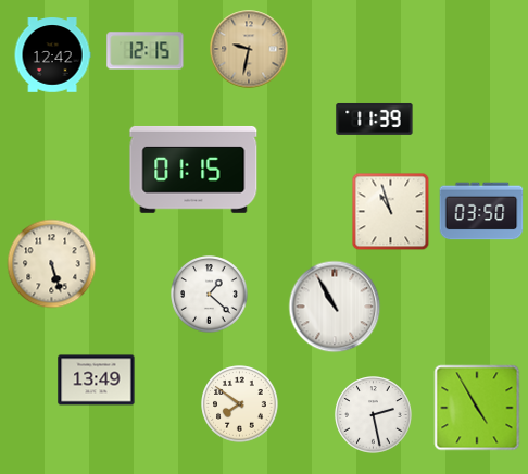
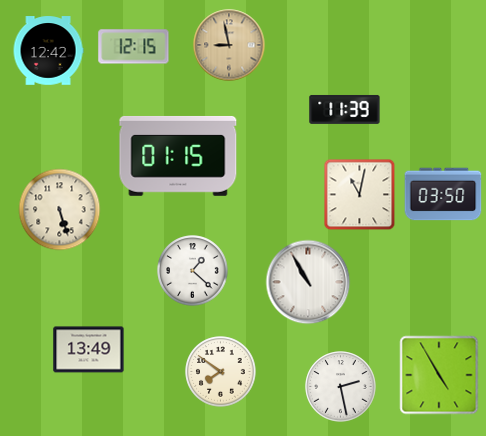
clock at (249, 49): 9:32 -> 8:58
clock at (391, 212): 10:57 -> 11:02
clock at (52, 264) position: (52, 264) -> (60, 210)
clock at (374, 415) position: (374, 415) -> (341, 387)
